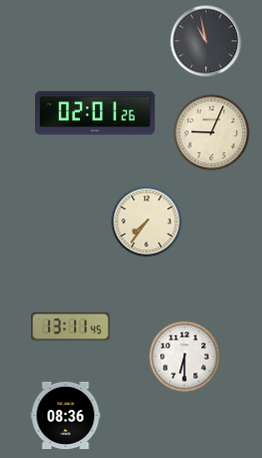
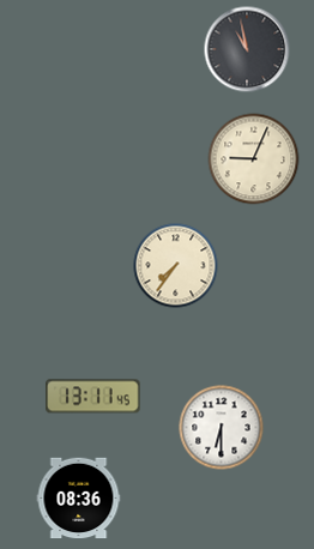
clock at (96, 113): 02:01 -> none
clock at (71, 327) position: (71, 327) -> (93, 397)
